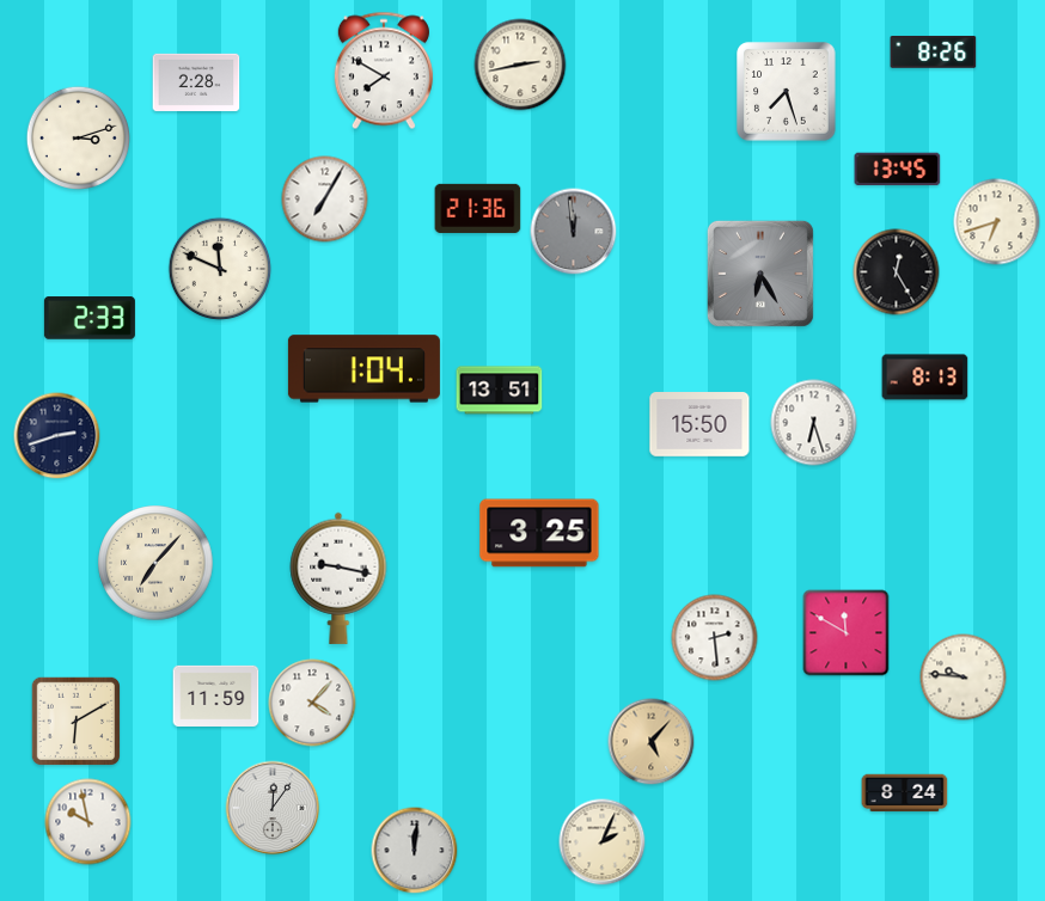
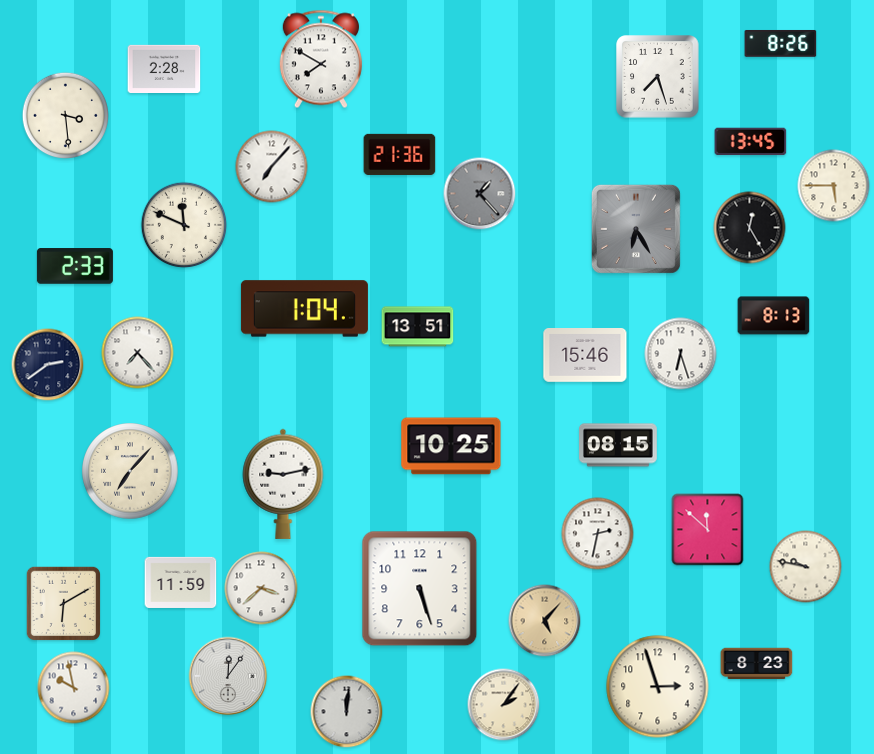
clock at (520, 65): 2:43 -> none
clock at (78, 137): 3:12 -> 3:29
clock at (325, 200): 7:05 -> 7:07
clock at (478, 208) position: (478, 208) -> (400, 154)
clock at (997, 222): 6:42 -> 5:45
clock at (574, 232): 11:59 -> 1:23
clock at (138, 353): none -> 7:23
clock at (699, 425): 15:50 -> 15:46
clock at (57, 436): 2:42 -> 2:39
clock at (618, 445): none -> 08:15
clock at (539, 533): 3:25 -> 10:25
clock at (338, 578): 9:17 -> 9:13
clock at (847, 633): 11:50 -> 11:52
clock at (715, 638): 2:29 -> 2:32
clock at (964, 678): 9:46 -> 9:47
clock at (312, 703): 4:07 -> 3:38
clock at (420, 589): none -> 5:27
clock at (905, 793): 8:24 -> 8:23
clock at (658, 687): none -> 2:57
clock at (603, 842): 2:04 -> 2:06
